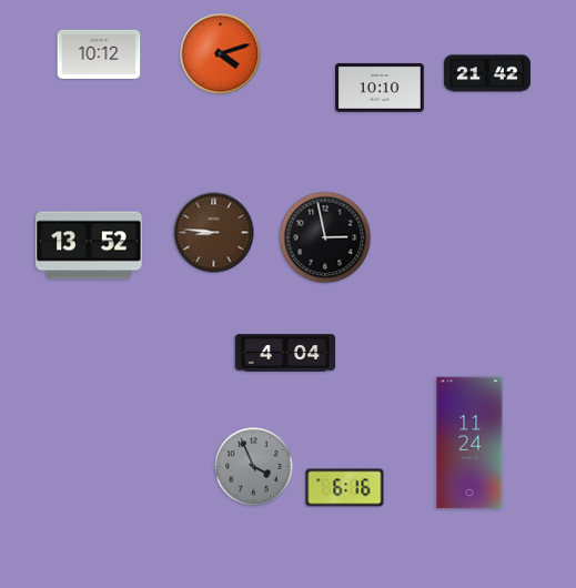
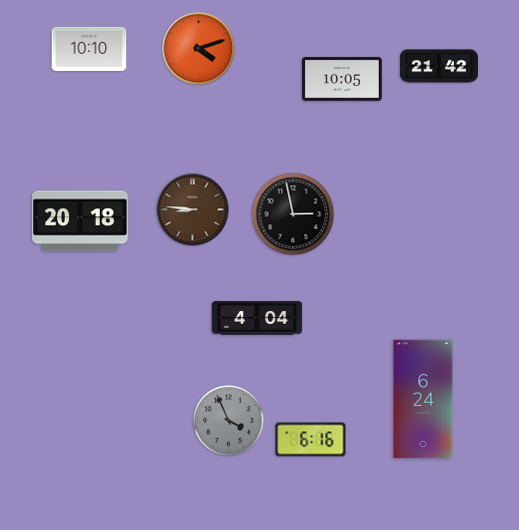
clock at (99, 54): 10:12 -> 10:10
clock at (381, 88): 10:10 -> 10:05
clock at (89, 245): 13:52 -> 20:18
clock at (469, 443): 11:24 -> 6:24
